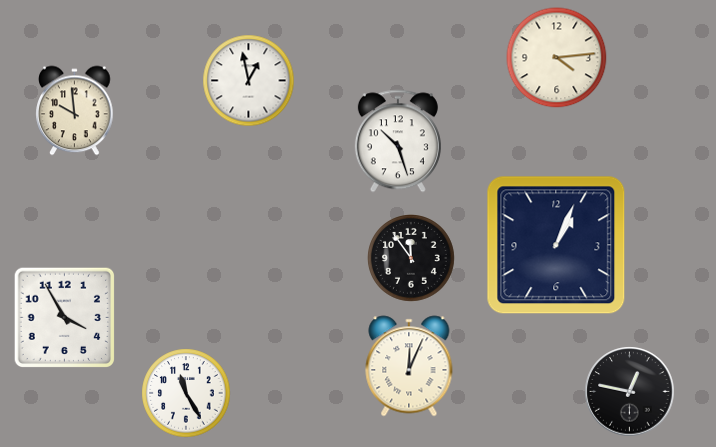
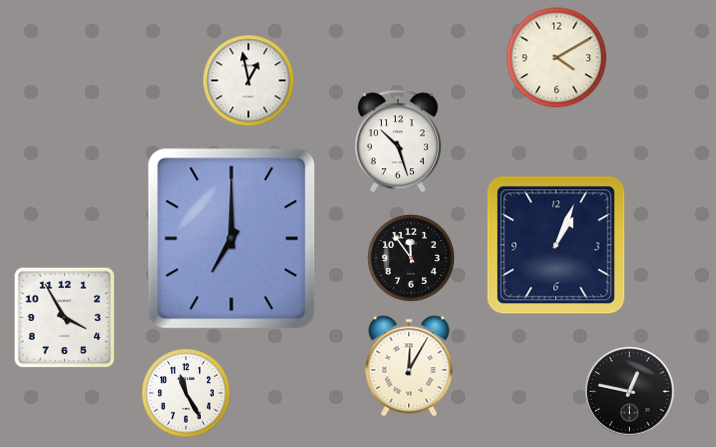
clock at (557, 58): 4:14 -> 4:10
clock at (75, 111): 9:59 -> none
clock at (232, 239): none -> 7:00
clock at (409, 366): 12:04 -> 12:05
